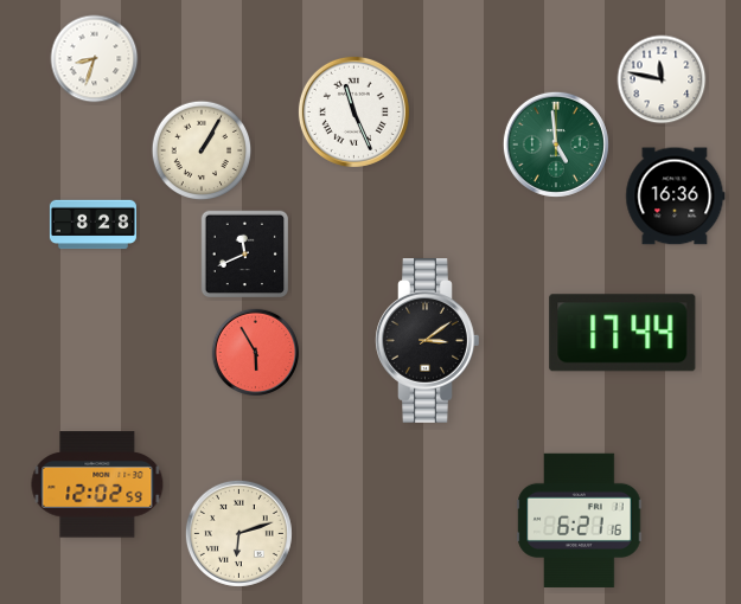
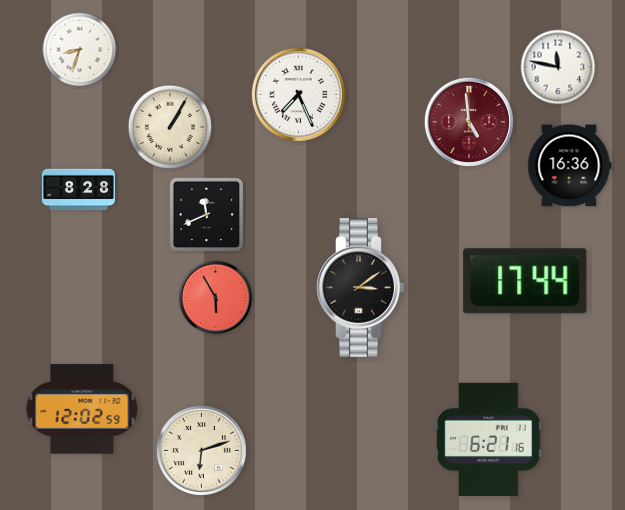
clock at (353, 111): 11:26 -> 7:26
clock at (556, 144) dial: green -> burgundy
